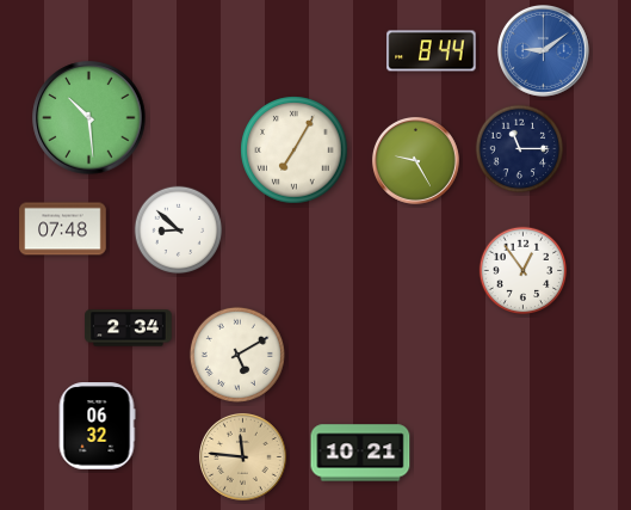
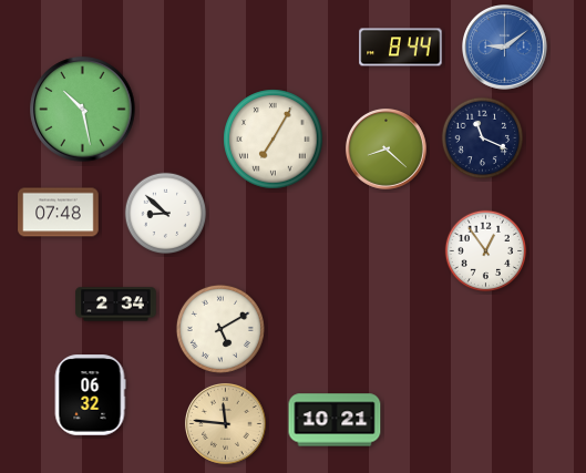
clock at (89, 118): 10:29 -> 10:28
clock at (520, 149): 11:15 -> 11:19
clock at (415, 160): 9:25 -> 8:22
clock at (129, 328) position: (129, 328) -> (116, 305)
